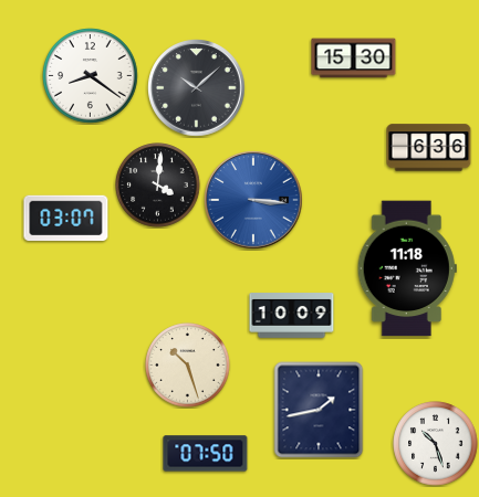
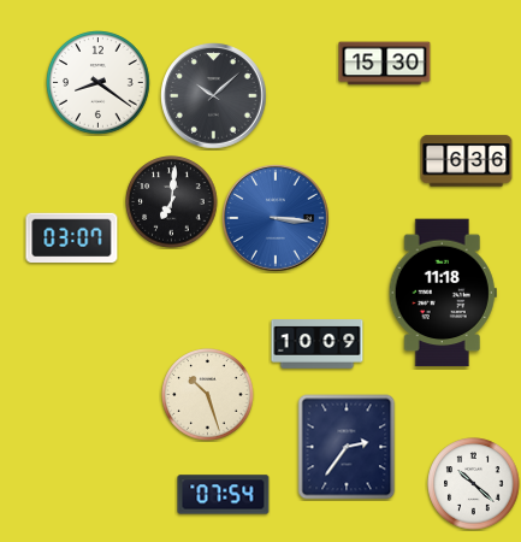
clock at (158, 186): 4:01 -> 7:01
clock at (188, 366) position: (188, 366) -> (208, 395)
clock at (319, 410): 1:43 -> 2:36
clock at (436, 444): 10:27 -> 10:22
clock at (206, 454): 07:50 -> 07:54
